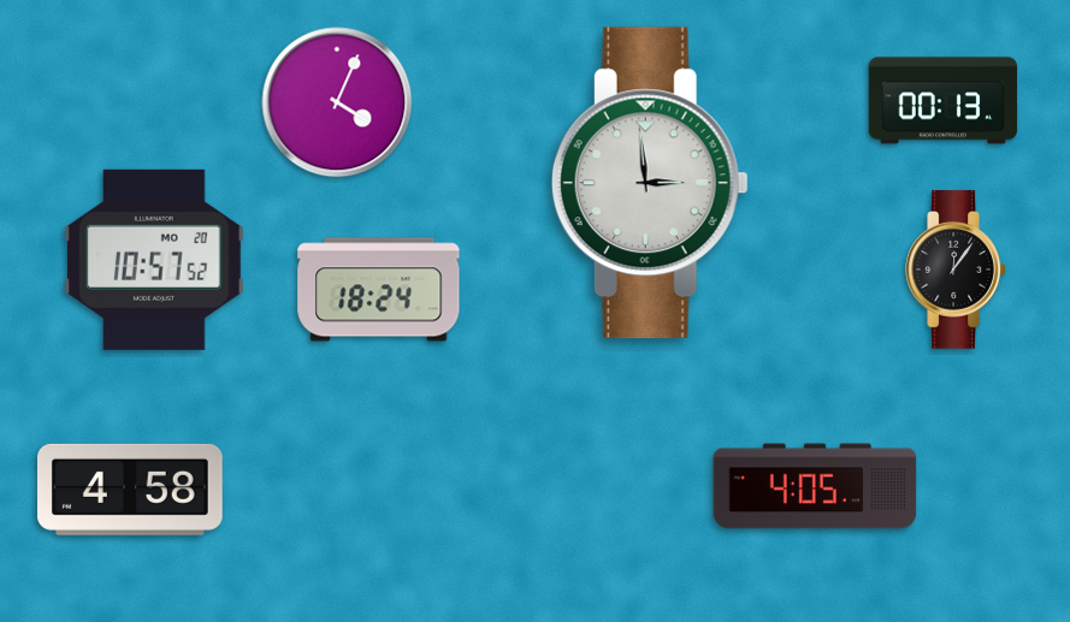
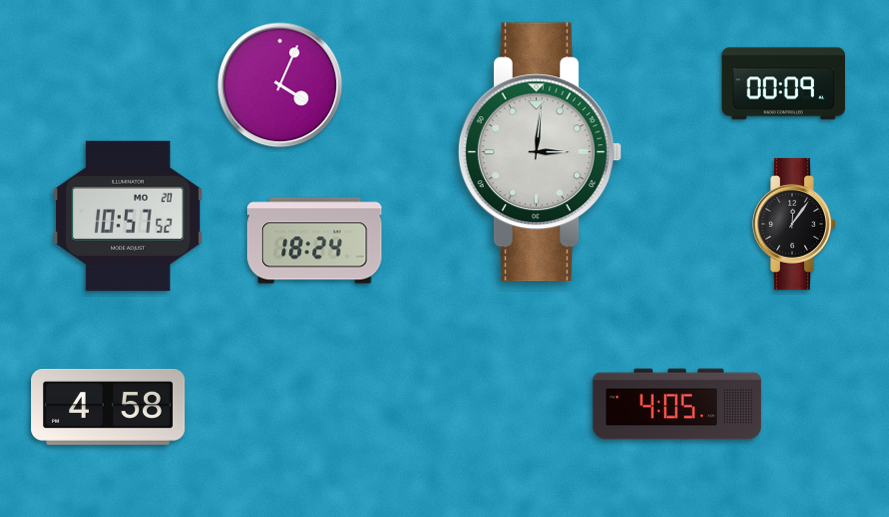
clock at (944, 101): 00:13 -> 00:09
clock at (650, 183): 2:59 -> 3:01
